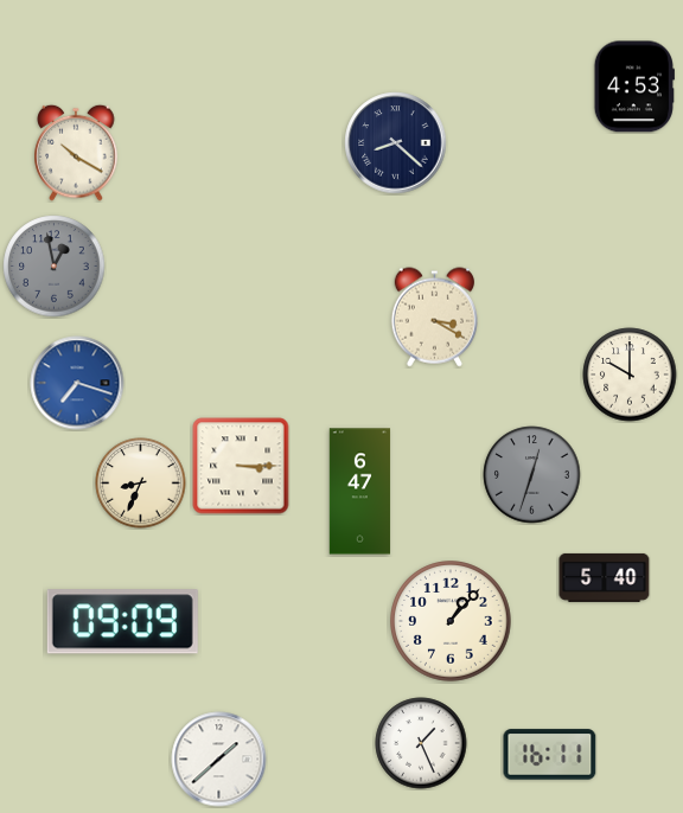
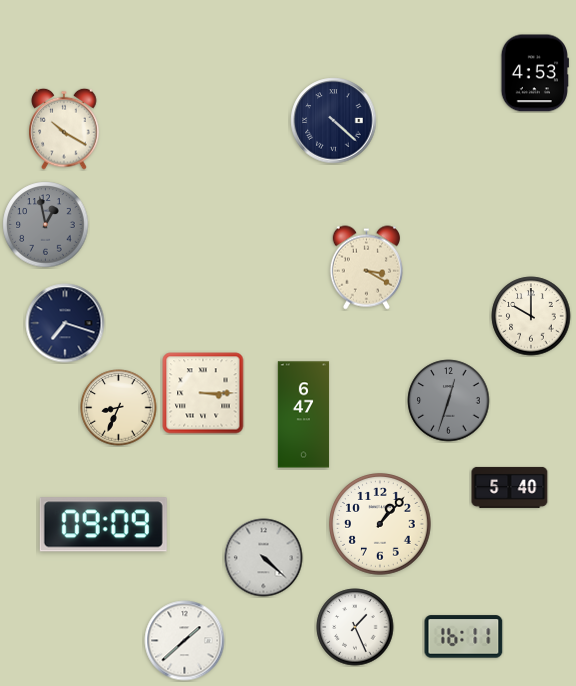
clock at (396, 143): 8:22 -> 4:22
clock at (77, 383) dial: blue -> navy
clock at (264, 558): none -> 4:22
